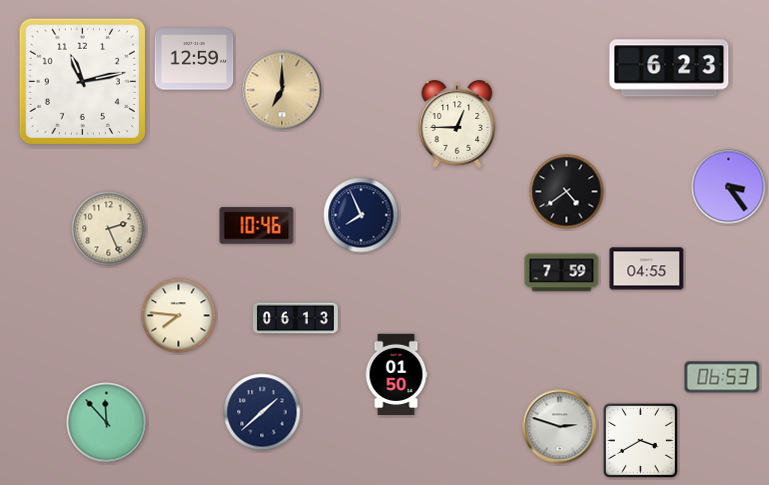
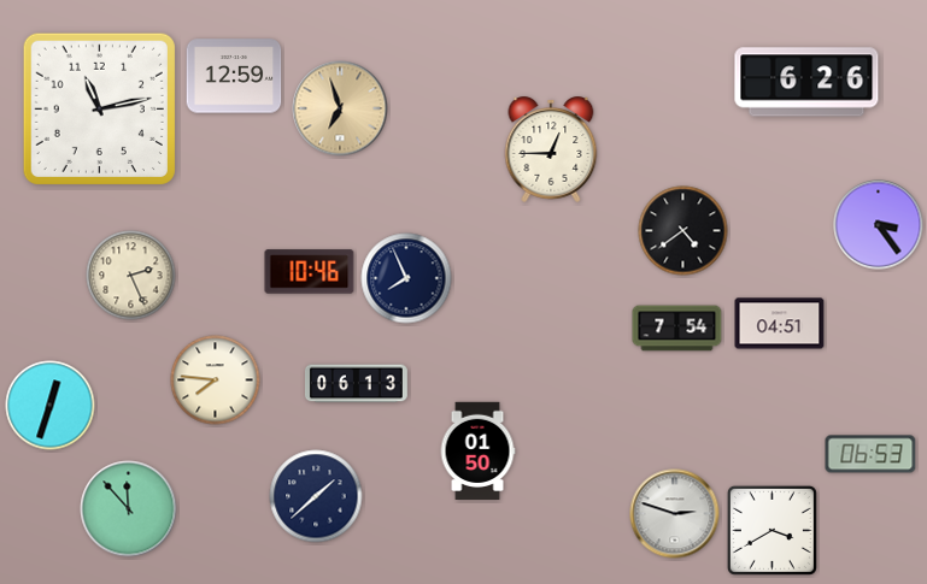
clock at (194, 59) position: (194, 59) -> (234, 76)
clock at (669, 68): 6:23 -> 6:26
clock at (82, 81) position: (82, 81) -> (99, 108)
clock at (282, 90): 7:00 -> 6:57
clock at (361, 215) position: (361, 215) -> (406, 278)
clock at (647, 269): 04:55 -> 04:51
clock at (562, 273): 7:59 -> 7:54
clock at (51, 406): none -> 12:33
